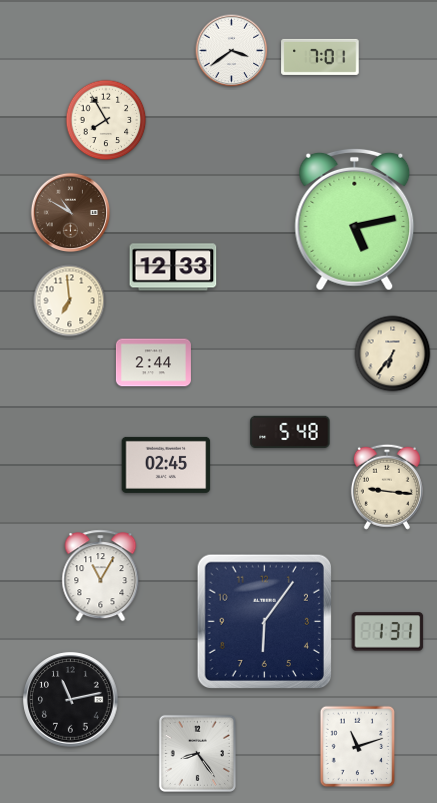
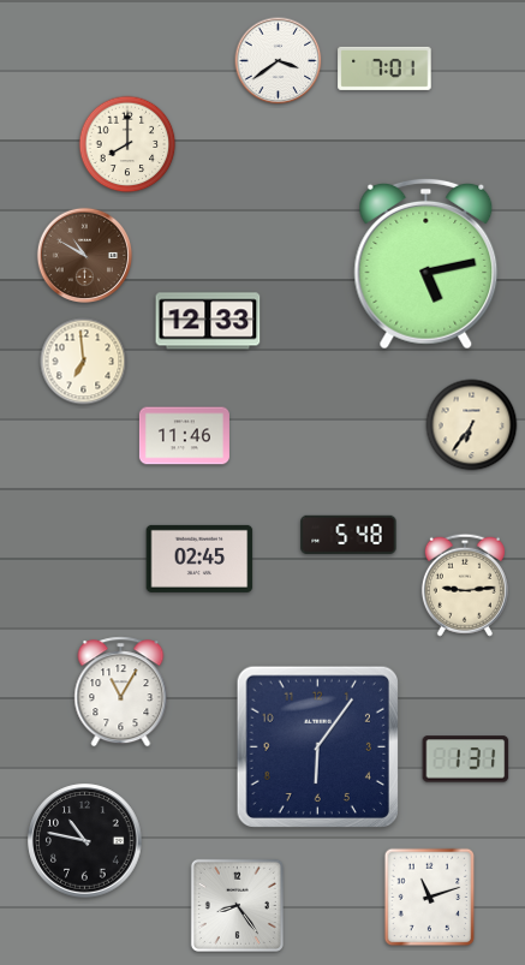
clock at (106, 120): 7:55 -> 8:00
clock at (153, 363): 2:44 -> 11:46
clock at (290, 432) position: (290, 432) -> (348, 535)
clock at (387, 487): 9:16 -> 9:14
clock at (71, 700): 11:13 -> 10:47
